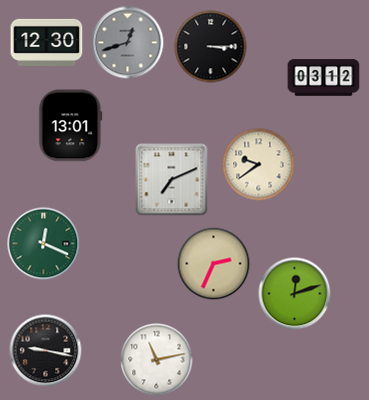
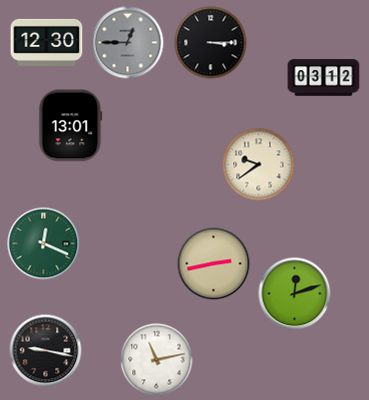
clock at (128, 43): 12:42 -> 12:45
clock at (211, 47) position: (211, 47) -> (211, 43)
clock at (172, 180): 7:11 -> none
clock at (214, 264): 2:34 -> 2:43
